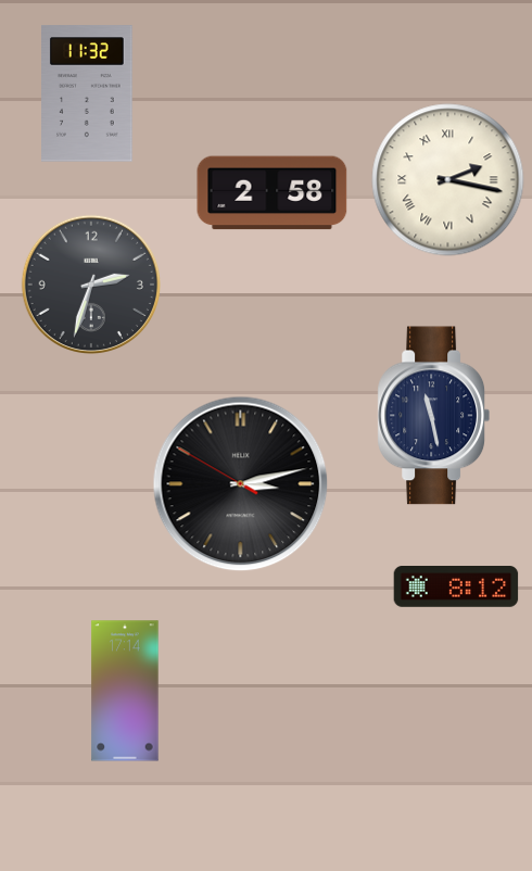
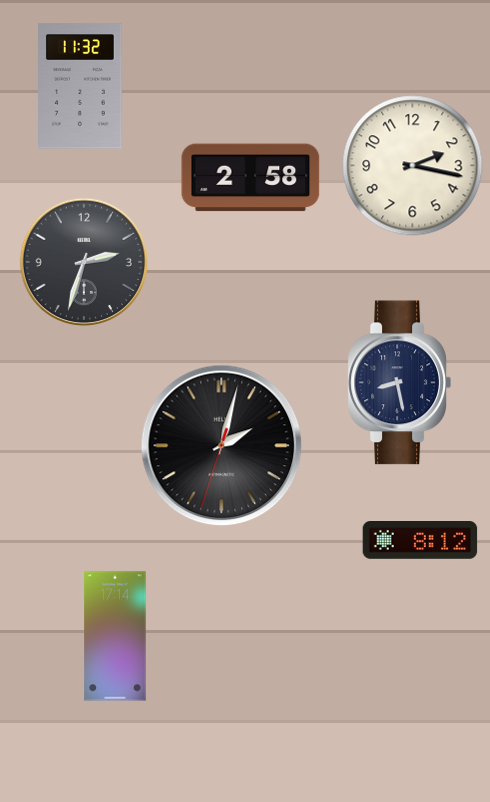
clock at (448, 180) numerals: Roman -> Arabic
clock at (433, 416): 11:28 -> 8:28
clock at (241, 484): 3:12 -> 2:02
